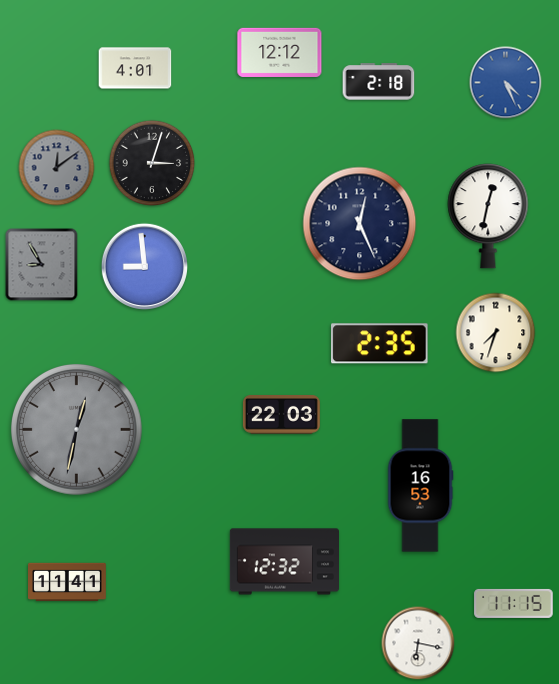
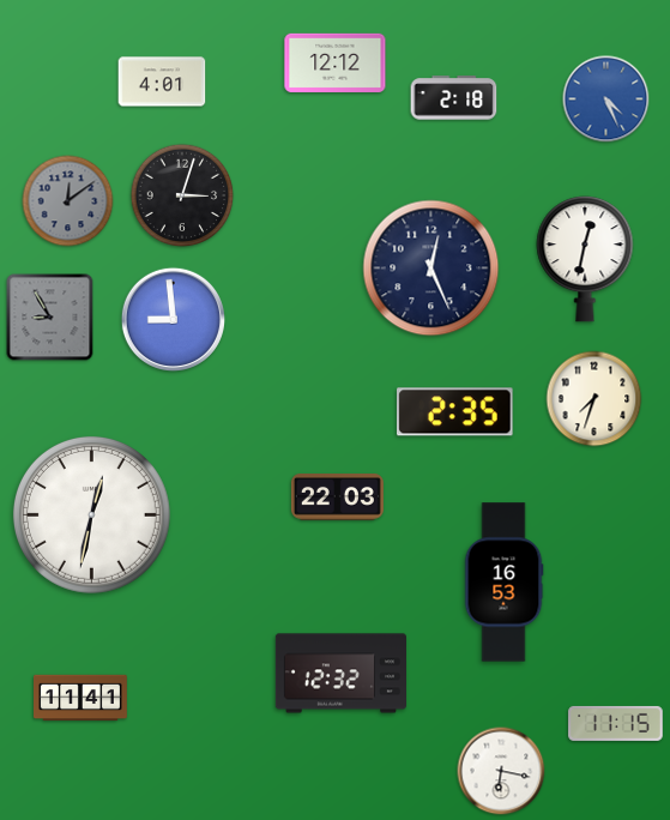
clock at (76, 429) dial: grey -> white
